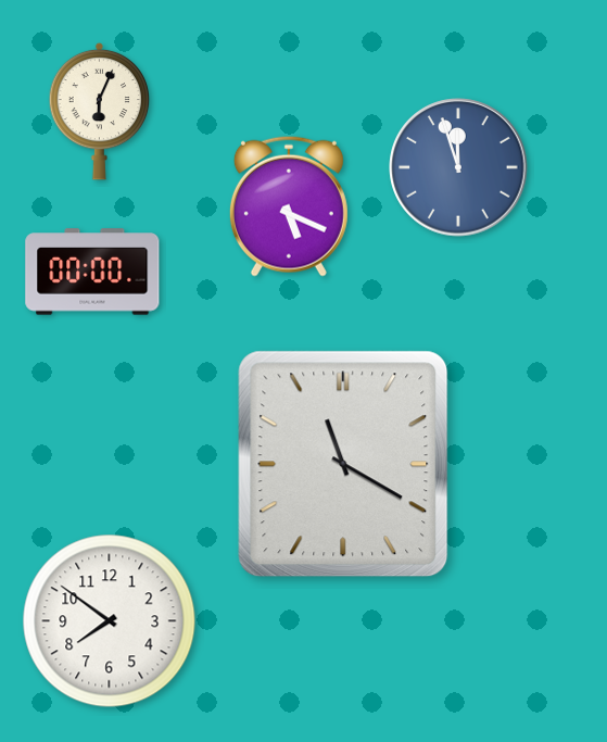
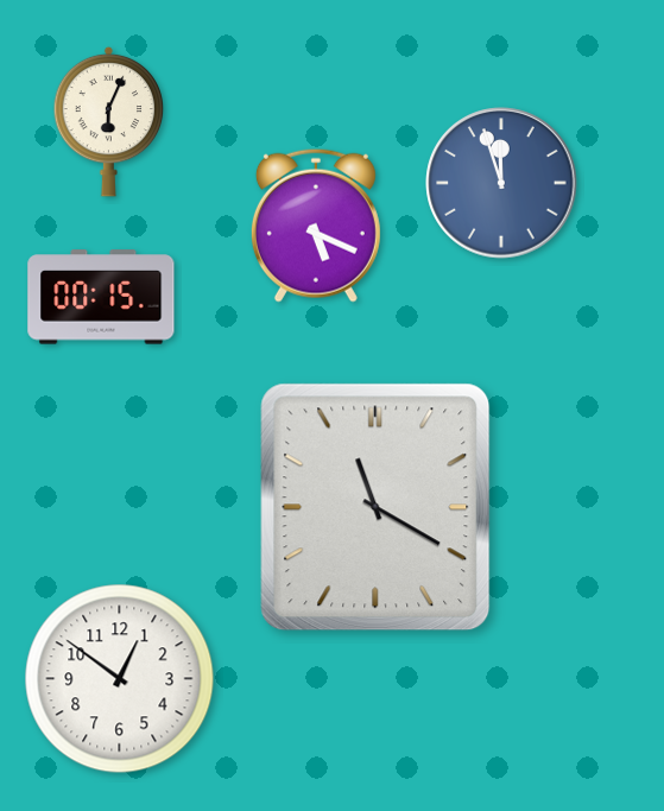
clock at (92, 272): 00:00 -> 00:15
clock at (110, 621): 7:51 -> 12:51
